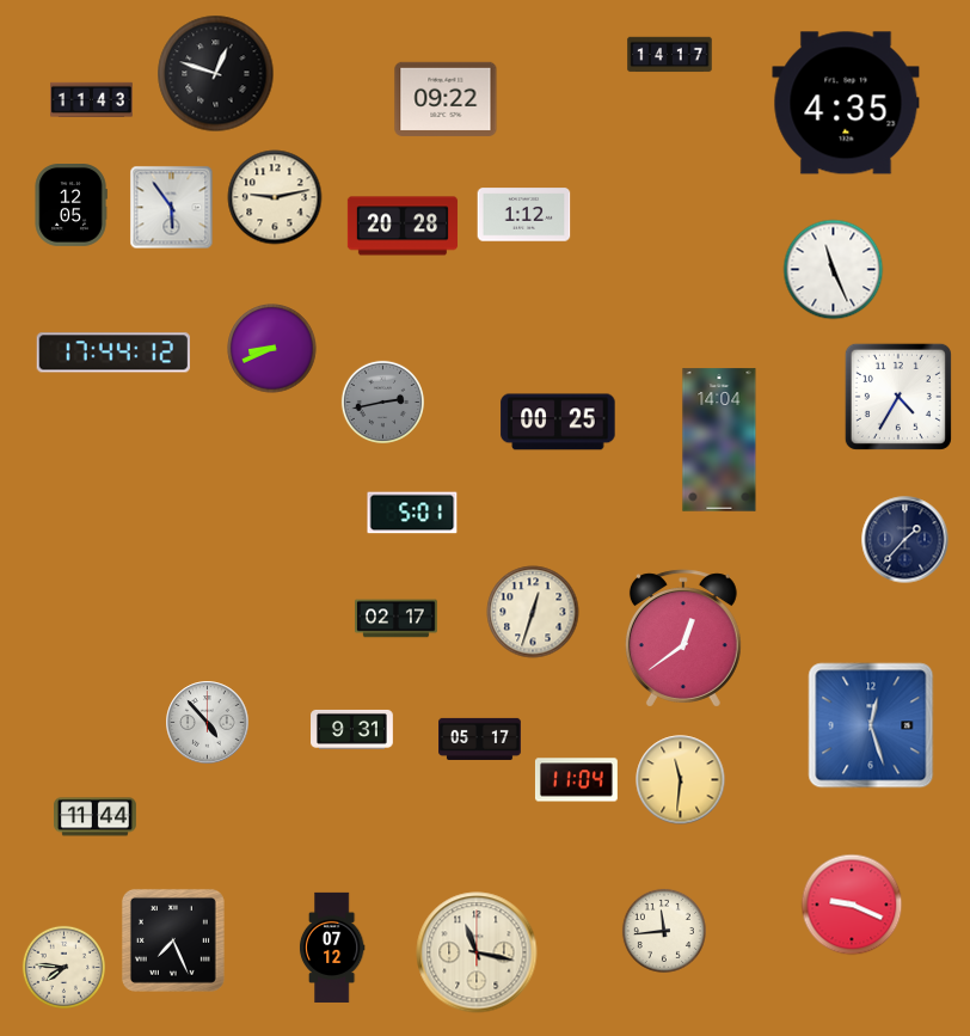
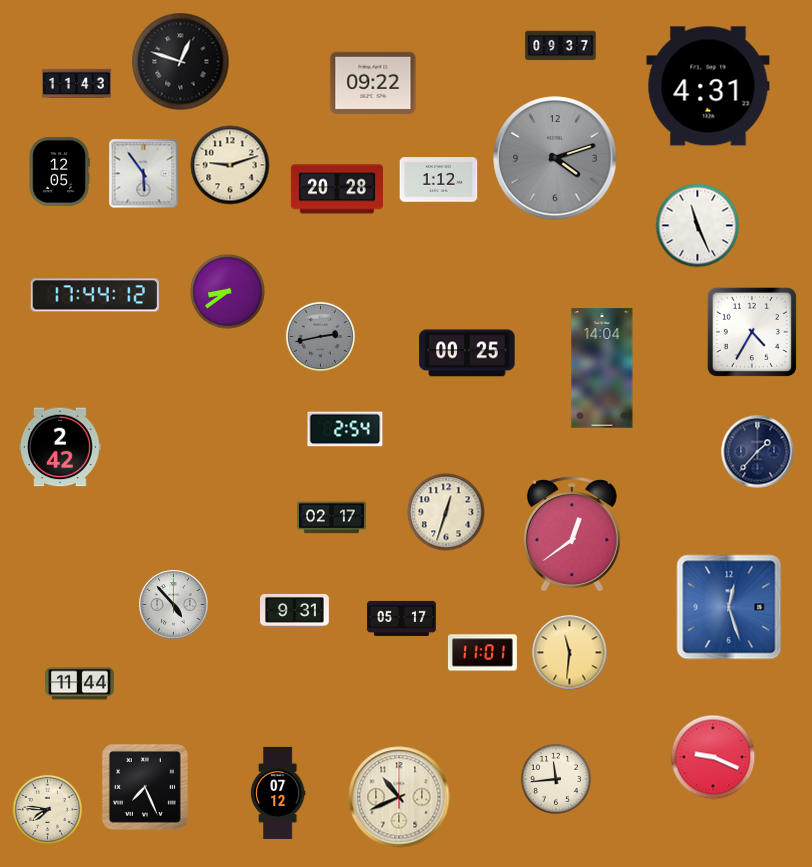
clock at (670, 55): 14:17 -> 09:37
clock at (846, 103): 4:35 -> 4:31
clock at (555, 158): none -> 4:12
clock at (275, 197): 9:13 -> 9:12
clock at (272, 349): 8:41 -> 8:39
clock at (412, 513): 5:01 -> 2:54
clock at (61, 447): none -> 2:42
clock at (576, 780): 11:04 -> 11:01
clock at (477, 952): 11:17 -> 10:41
clock at (63, 967) position: (63, 967) -> (47, 809)
